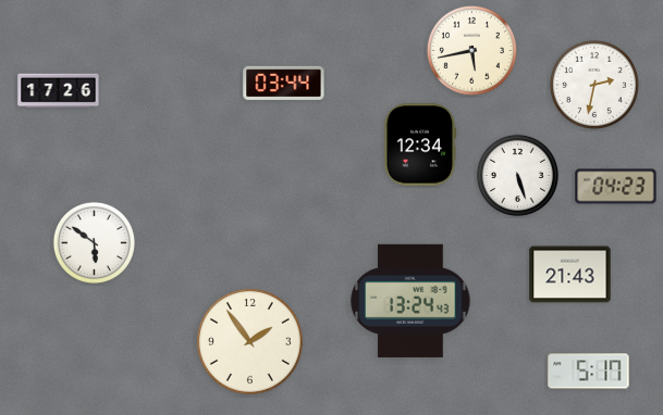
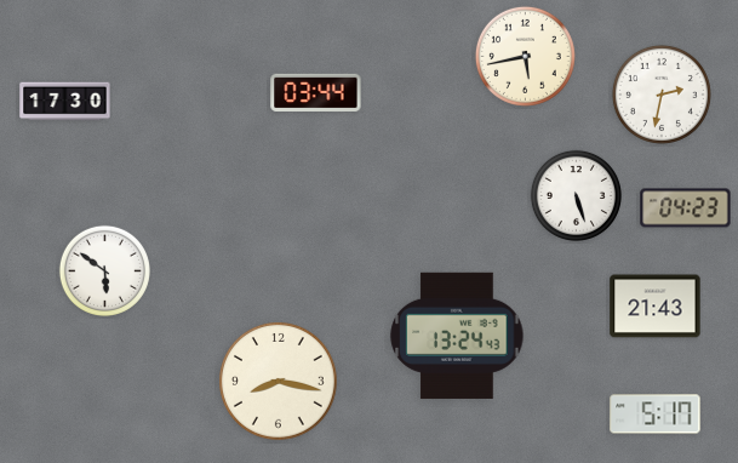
clock at (59, 91): 17:26 -> 17:30
clock at (420, 144): 12:34 -> none
clock at (570, 275) position: (570, 275) -> (656, 307)
clock at (249, 341): 1:54 -> 8:17
